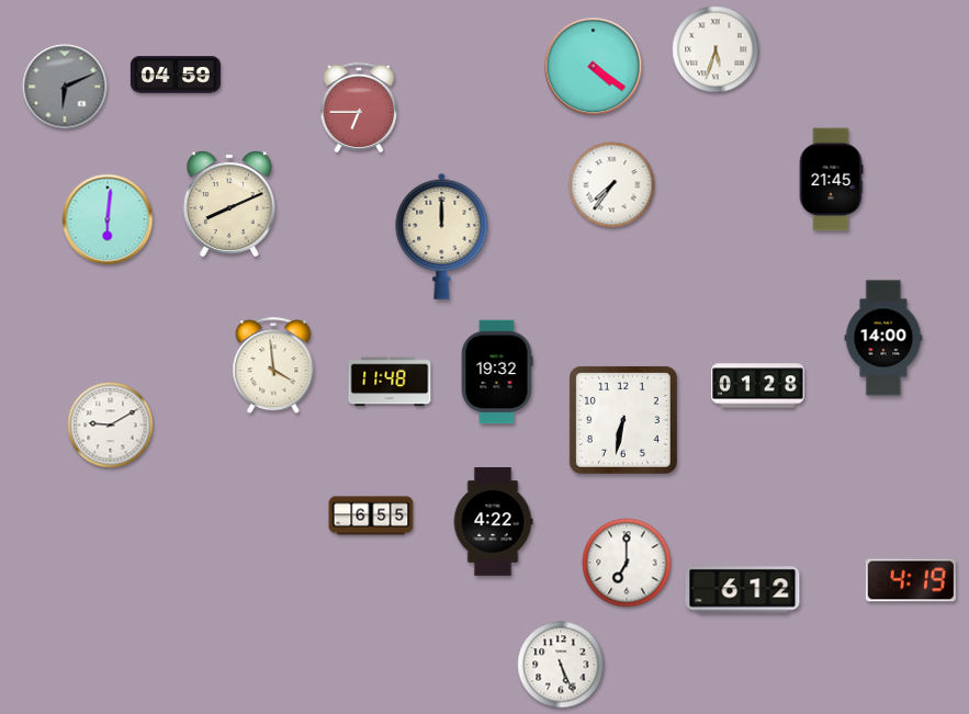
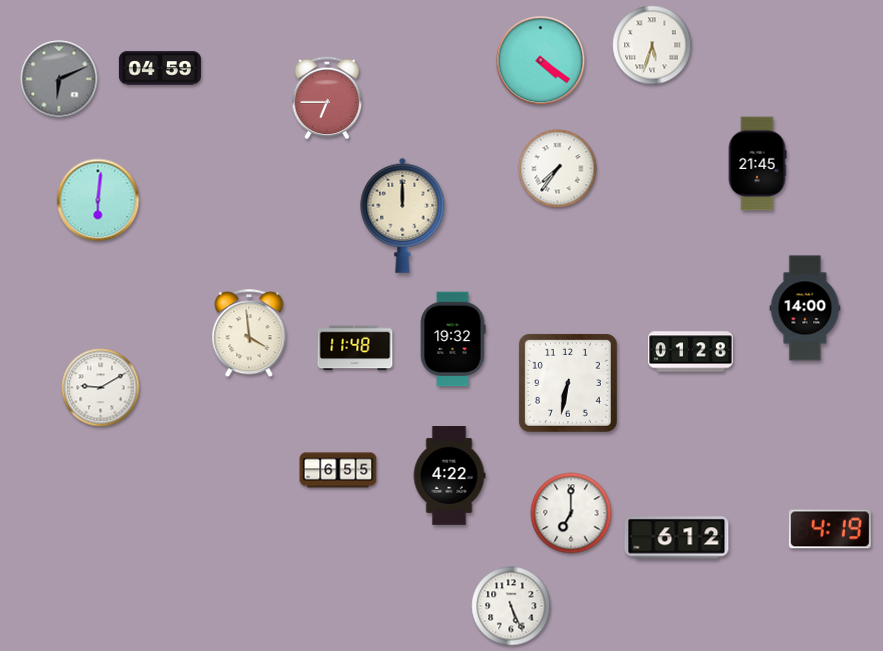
clock at (229, 204): 8:11 -> none
